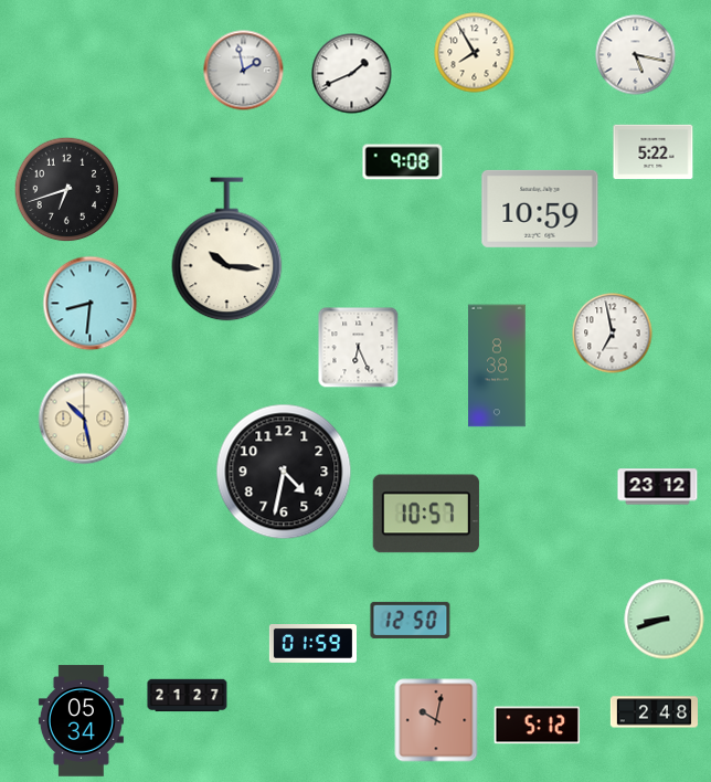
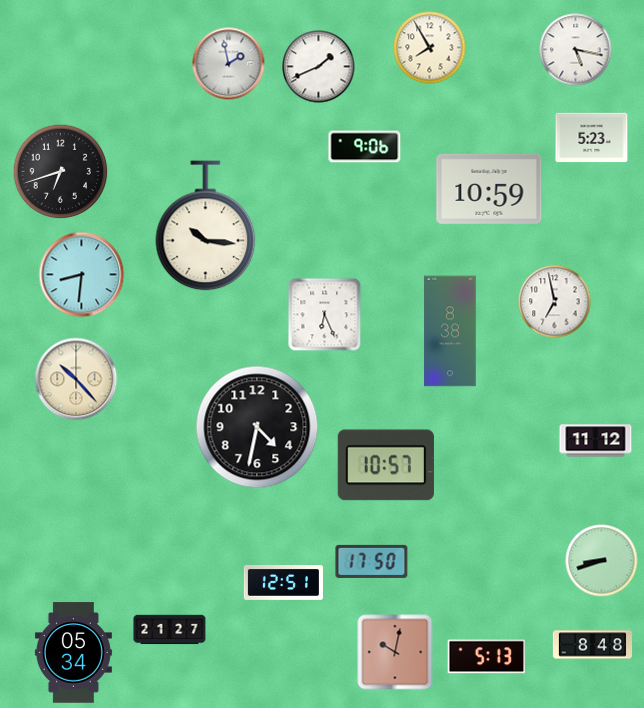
clock at (244, 71) position: (244, 71) -> (229, 64)
clock at (654, 152): 5:22 -> 5:23
clock at (403, 162): 9:08 -> 9:06
clock at (84, 419): 10:28 -> 10:23
clock at (658, 487): 23:12 -> 11:12
clock at (411, 620): 12:50 -> 17:50
clock at (312, 644): 01:59 -> 12:51
clock at (654, 712): 2:48 -> 8:48
clock at (538, 726): 5:12 -> 5:13
